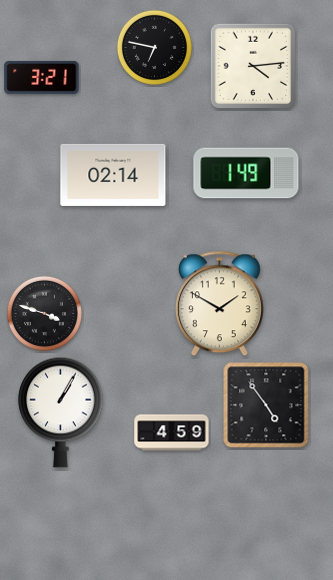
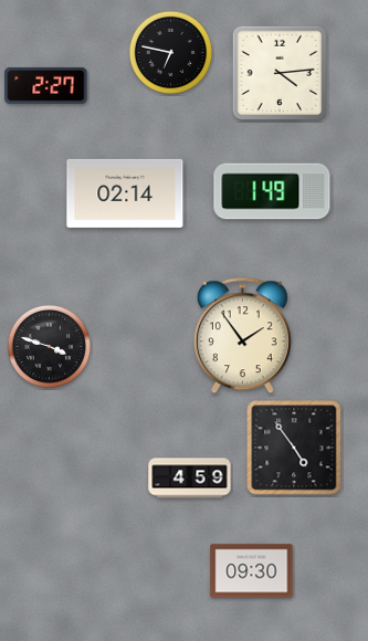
clock at (42, 77): 3:21 -> 2:27
clock at (219, 304): 1:50 -> 1:54
clock at (61, 412): 1:05 -> none
clock at (252, 571): none -> 09:30
